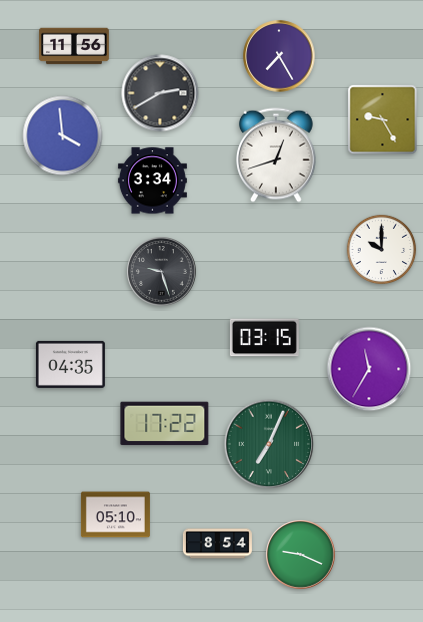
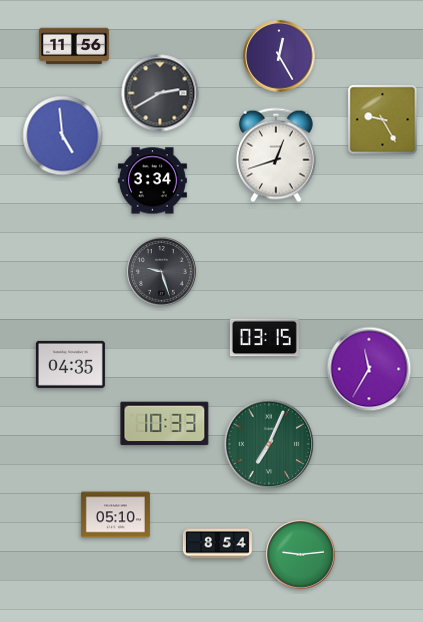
clock at (279, 56): 7:25 -> 12:25
clock at (63, 136): 3:59 -> 4:59
clock at (382, 250): 10:00 -> none
clock at (165, 424): 17:22 -> 10:33
clock at (301, 555): 9:19 -> 9:14
